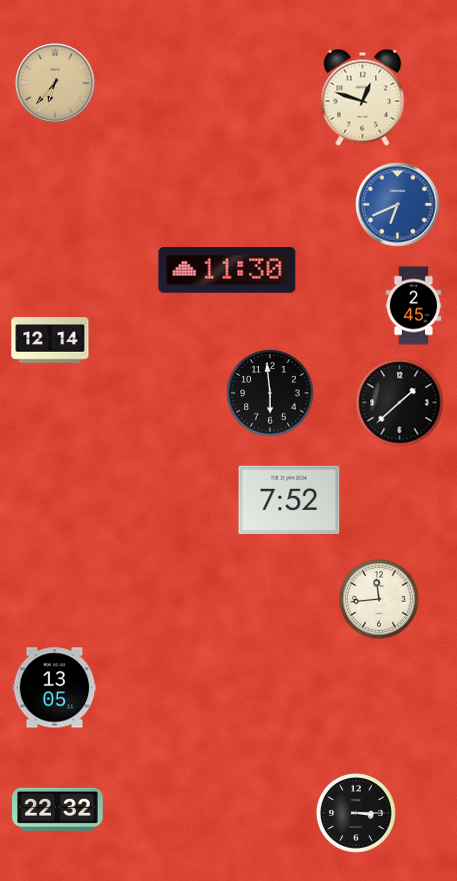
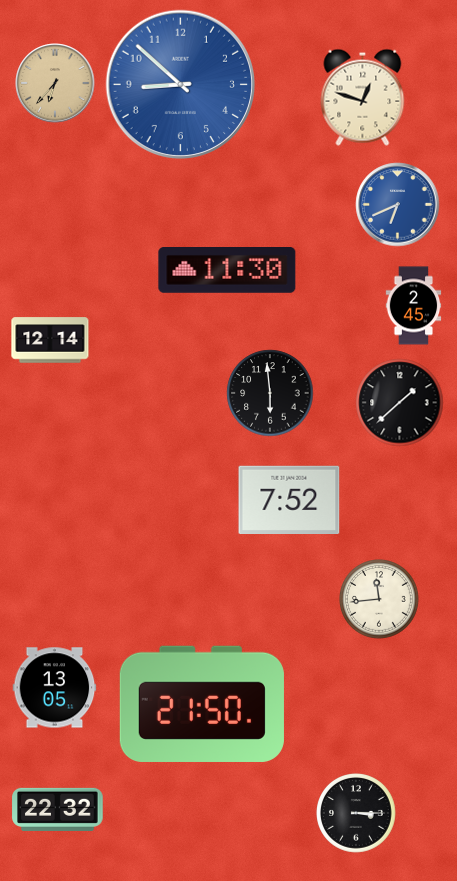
clock at (180, 84): none -> 8:52
clock at (202, 704): none -> 21:50
